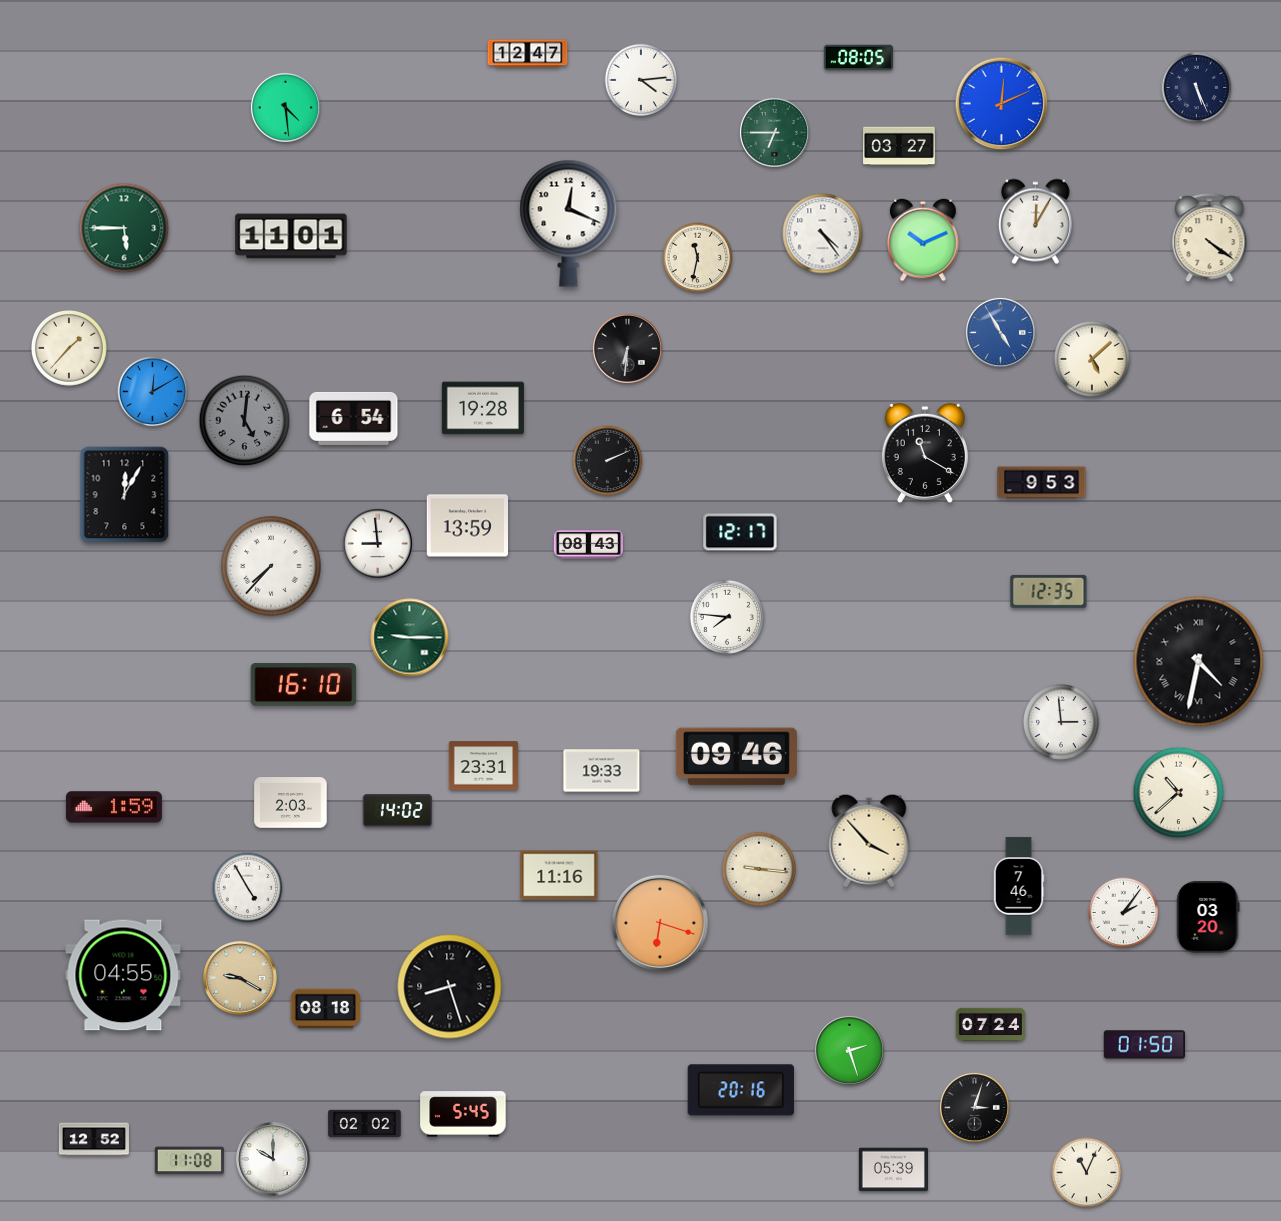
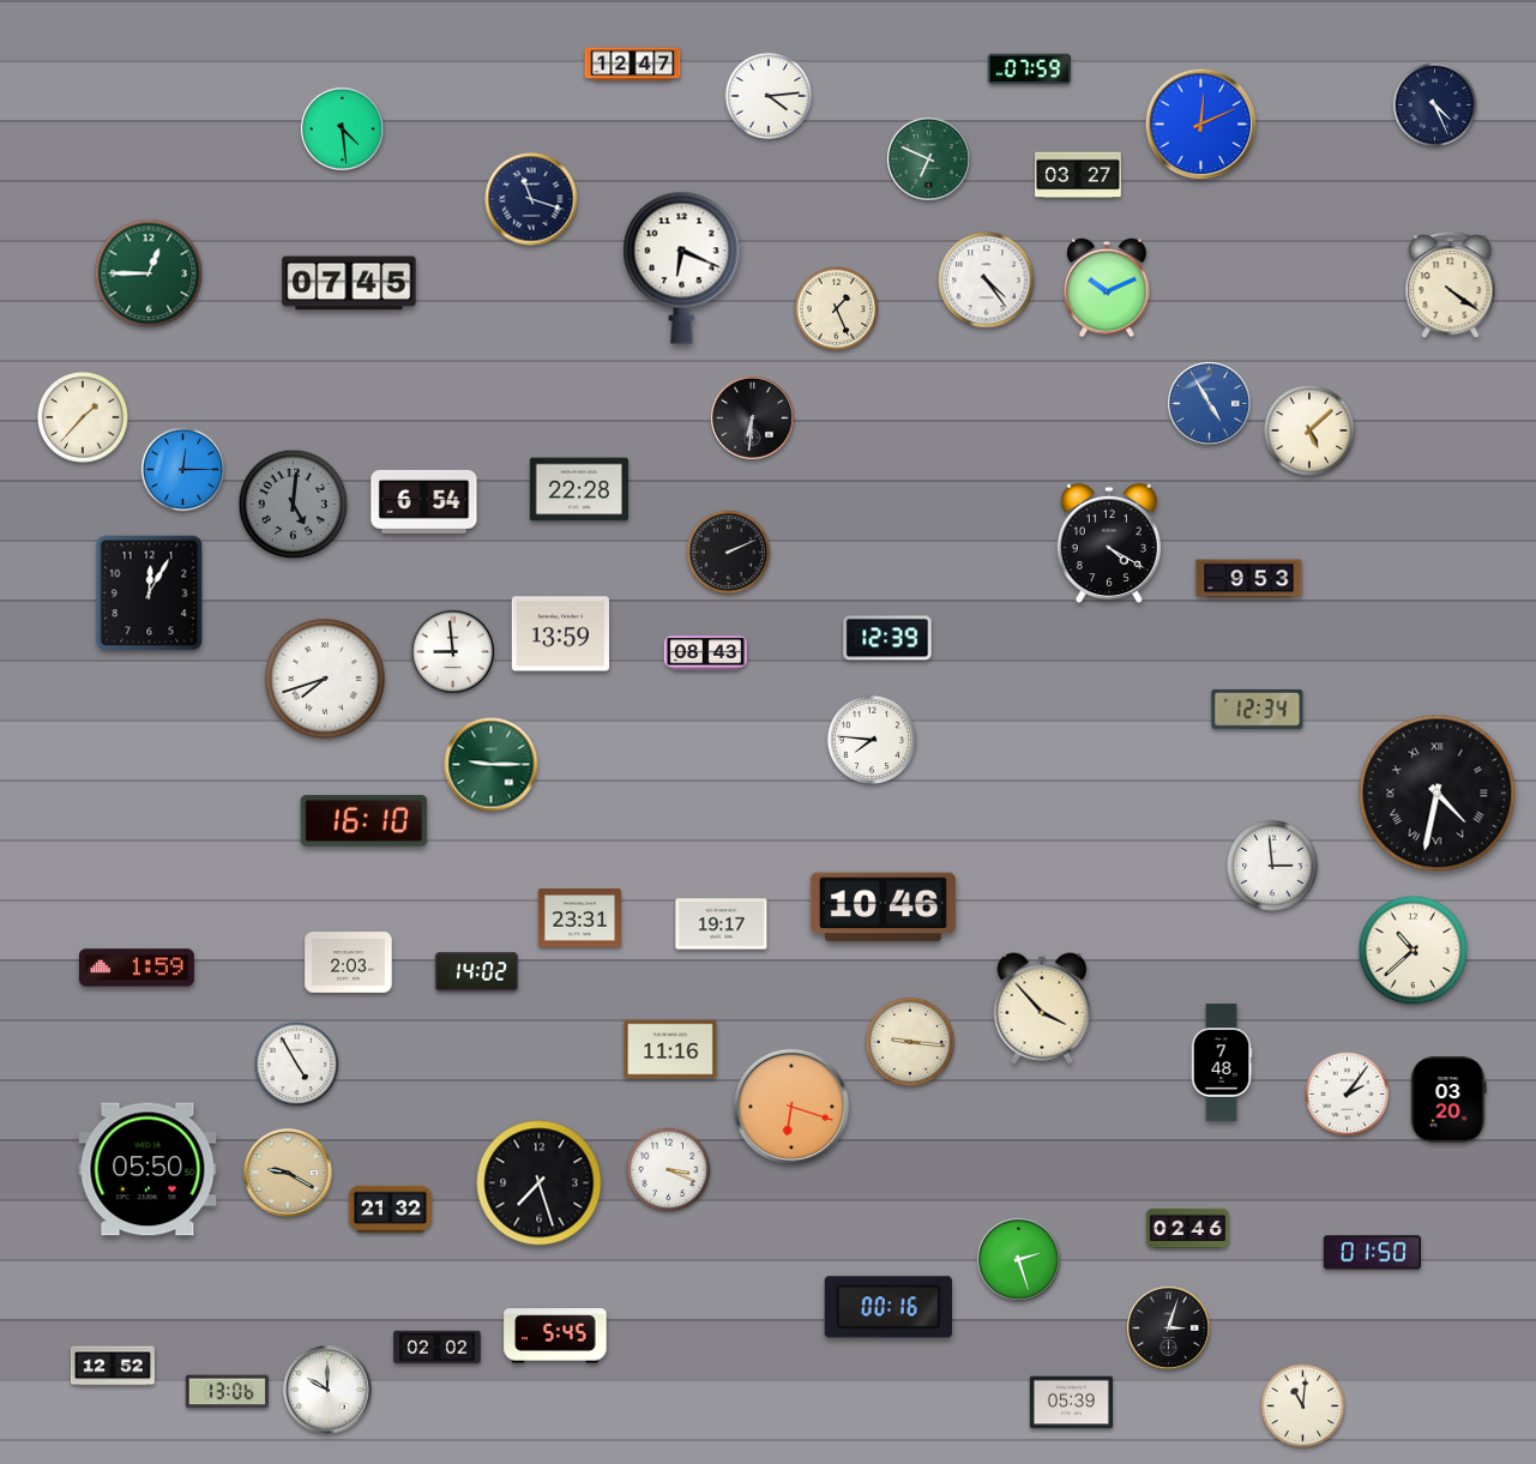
clock at (858, 58): 08:05 -> 07:59
clock at (1197, 88): 5:26 -> 4:26
clock at (774, 132): 6:45 -> 6:49
clock at (531, 199): none -> 11:18
clock at (1035, 222): 12:05 -> none
clock at (569, 223): 12:19 -> 6:19
clock at (124, 228): 5:45 -> 12:45
clock at (291, 236): 11:01 -> 07:45
clock at (698, 258): 11:32 -> 1:26
clock at (1000, 332) position: (1000, 332) -> (1209, 403)
clock at (153, 392): 12:10 -> 12:15
clock at (483, 408): 19:28 -> 22:28
clock at (925, 452): 11:20 -> 4:20
clock at (468, 526) position: (468, 526) -> (561, 634)
clock at (740, 532): 12:17 -> 12:39
clock at (271, 566): 7:37 -> 7:42
clock at (1049, 591): 12:35 -> 12:34
clock at (736, 757): 09:46 -> 10:46
clock at (602, 771): 19:33 -> 19:17
clock at (1019, 886): 7:46 -> 7:48
clock at (123, 975): 04:55 -> 05:50
clock at (669, 1170): none -> 3:19
clock at (450, 987): 8:27 -> 7:27
clock at (325, 1009): 08:18 -> 21:32
clock at (990, 1025): 07:24 -> 02:46
clock at (740, 1090): 20:16 -> 00:16
clock at (189, 1161): 11:08 -> 13:06
clock at (1087, 1173): 11:04 -> 11:01
